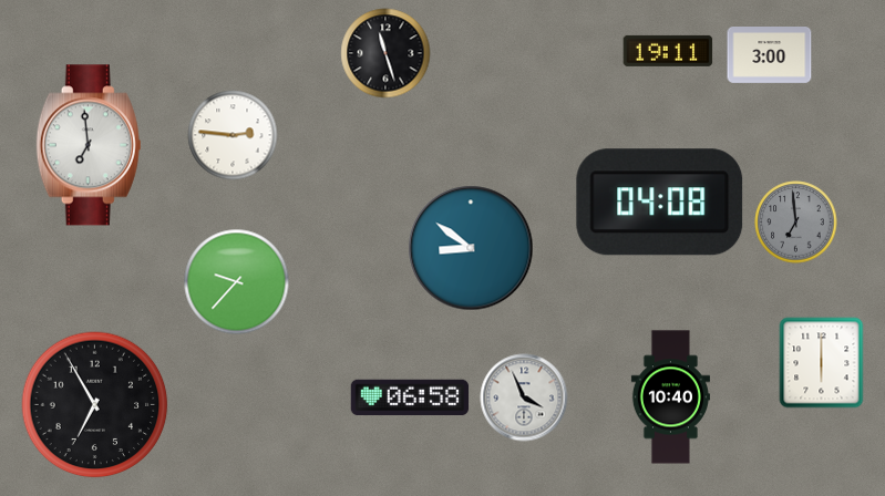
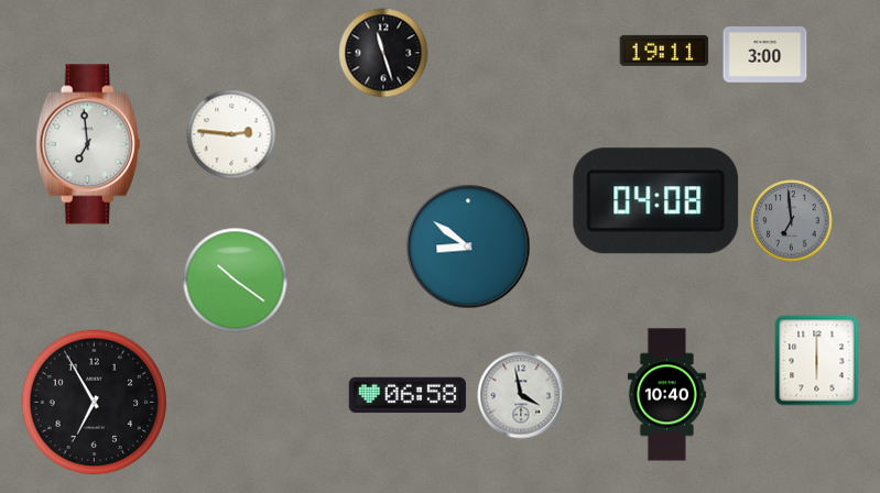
clock at (237, 282): 9:37 -> 10:21
clock at (524, 397): 3:56 -> 3:58
